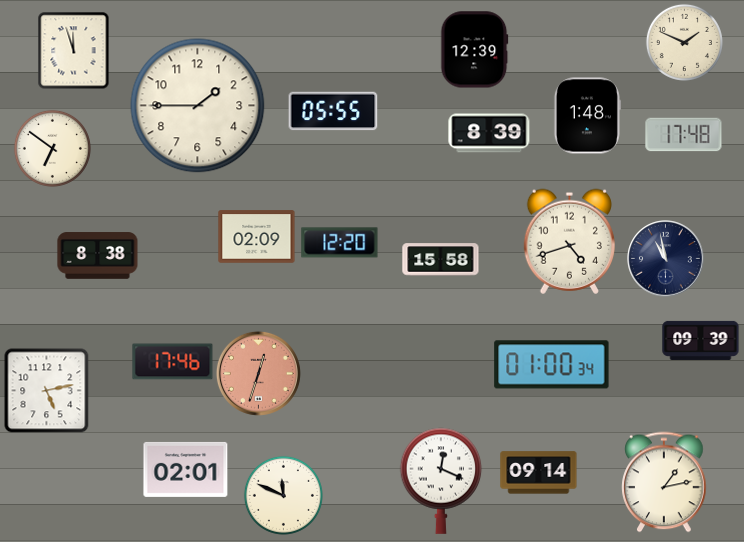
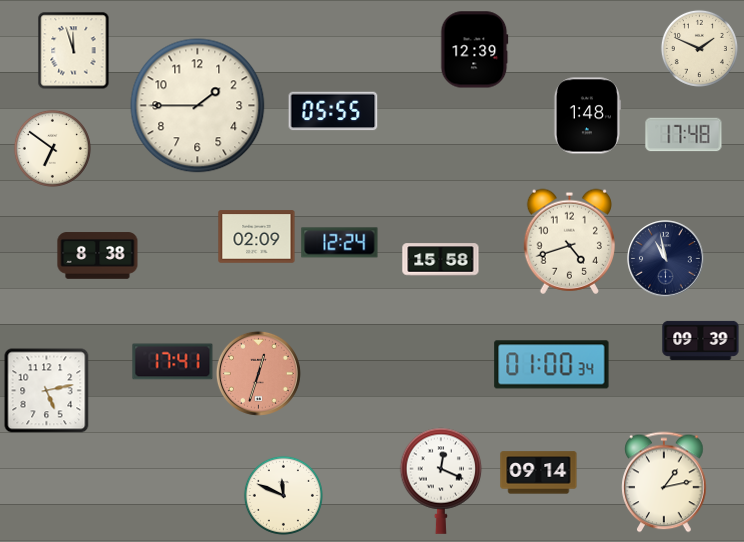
clock at (684, 42) position: (684, 42) -> (699, 48)
clock at (489, 133): 8:39 -> none
clock at (340, 243): 12:20 -> 12:24
clock at (173, 362): 17:46 -> 17:41
clock at (186, 469): 02:01 -> none
